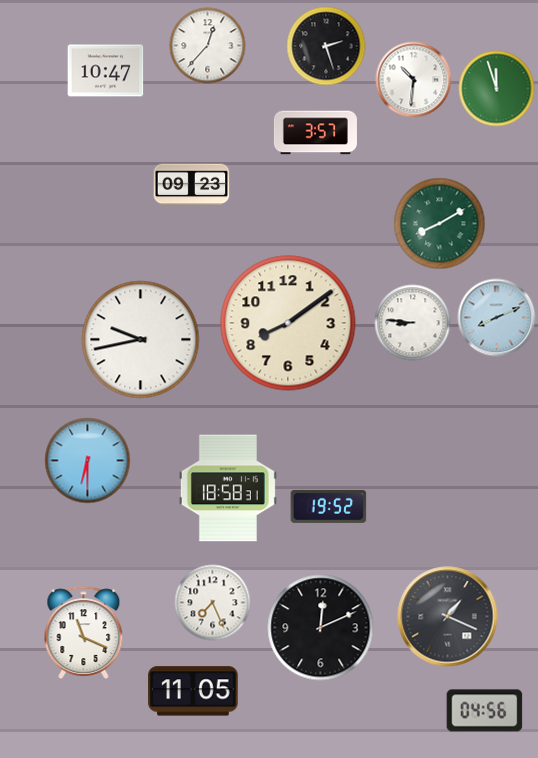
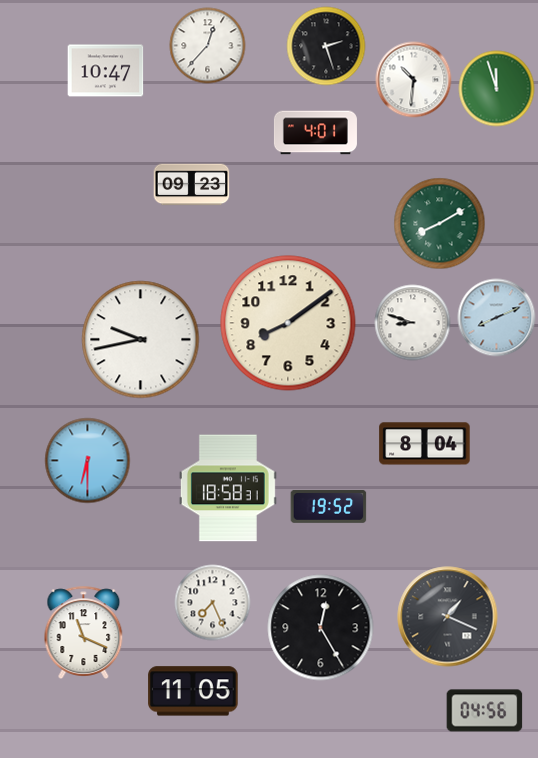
clock at (315, 133): 3:57 -> 4:01
clock at (413, 323): 8:46 -> 8:48
clock at (425, 444): none -> 8:04
clock at (321, 628): 12:11 -> 12:25
